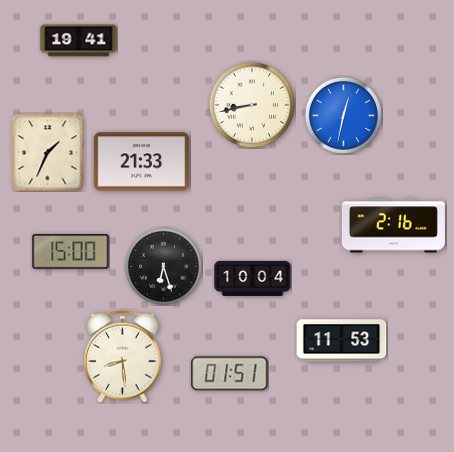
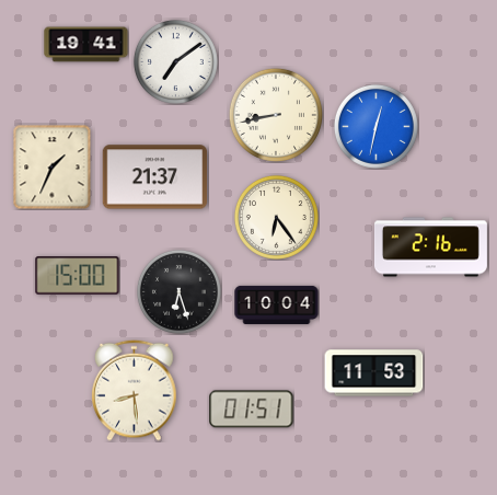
clock at (175, 61): none -> 7:09
clock at (142, 162): 21:33 -> 21:37
clock at (276, 217): none -> 6:24
